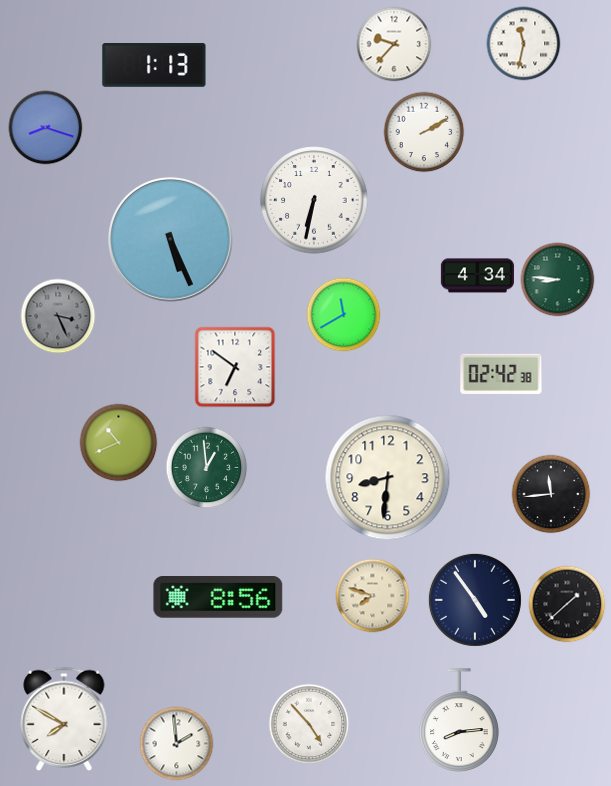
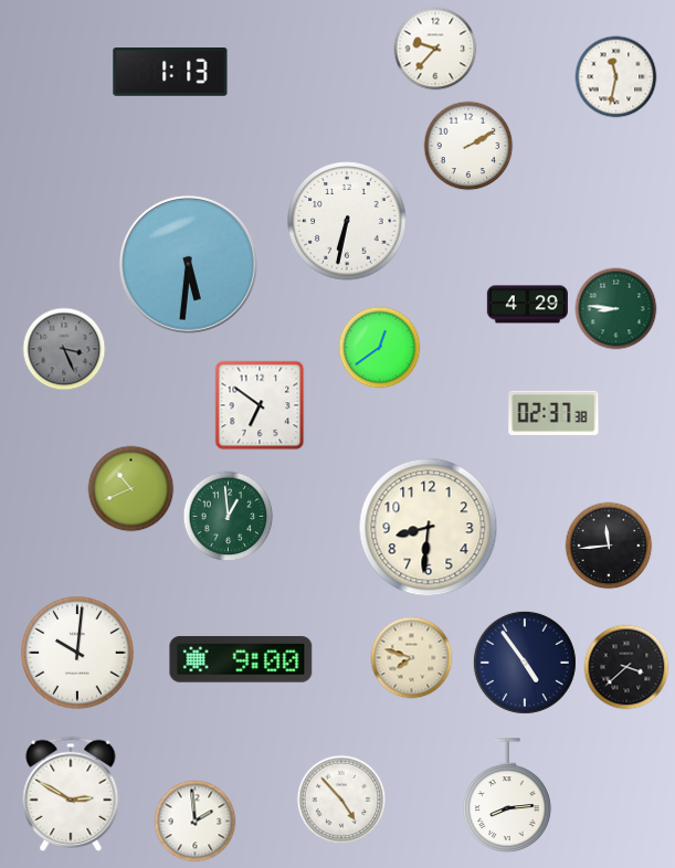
clock at (524, 44) position: (524, 44) -> (616, 77)
clock at (46, 128): 8:18 -> none
clock at (170, 239): 5:26 -> 5:31
clock at (477, 276): 4:34 -> 4:29
clock at (344, 315): 11:40 -> 12:39
clock at (501, 374): 02:42 -> 02:37
clock at (77, 653): none -> 10:01
clock at (218, 597): 8:56 -> 9:00
clock at (567, 604): 1:38 -> 3:38
clock at (64, 718): 7:50 -> 2:50
